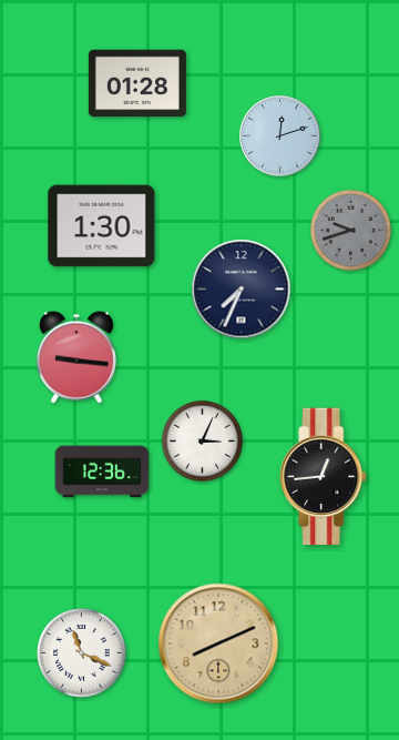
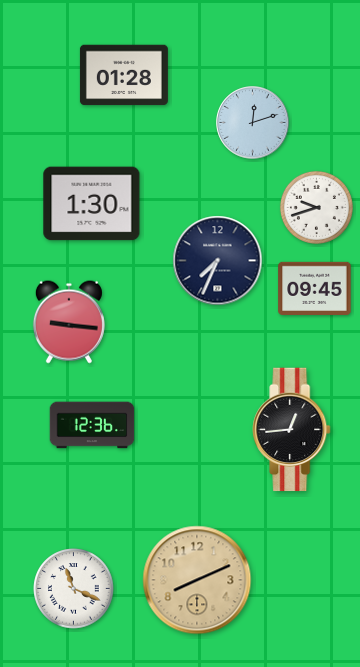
clock at (350, 230) dial: grey -> white
clock at (315, 288): none -> 09:45
clock at (202, 440): 3:04 -> none
